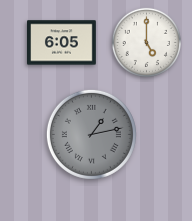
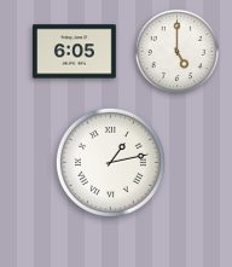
clock at (91, 134) dial: grey -> white
